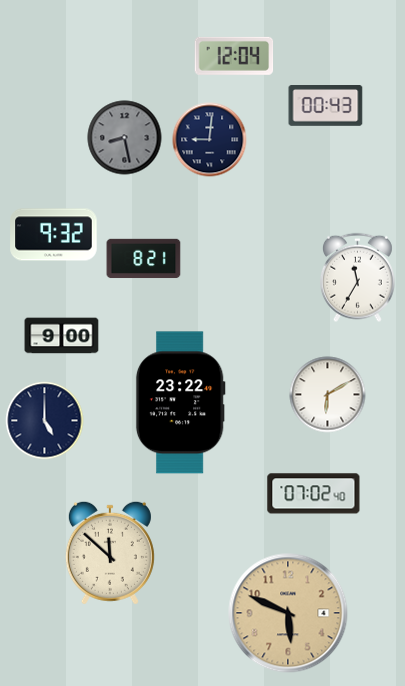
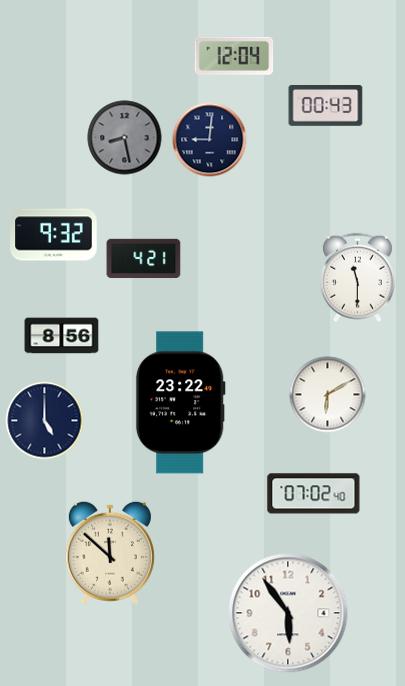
clock at (144, 259): 8:21 -> 4:21
clock at (358, 278): 11:35 -> 11:30
clock at (62, 336): 9:00 -> 8:56
clock at (288, 613): 5:49 -> 5:54
clock at (288, 613) dial: champagne -> white
